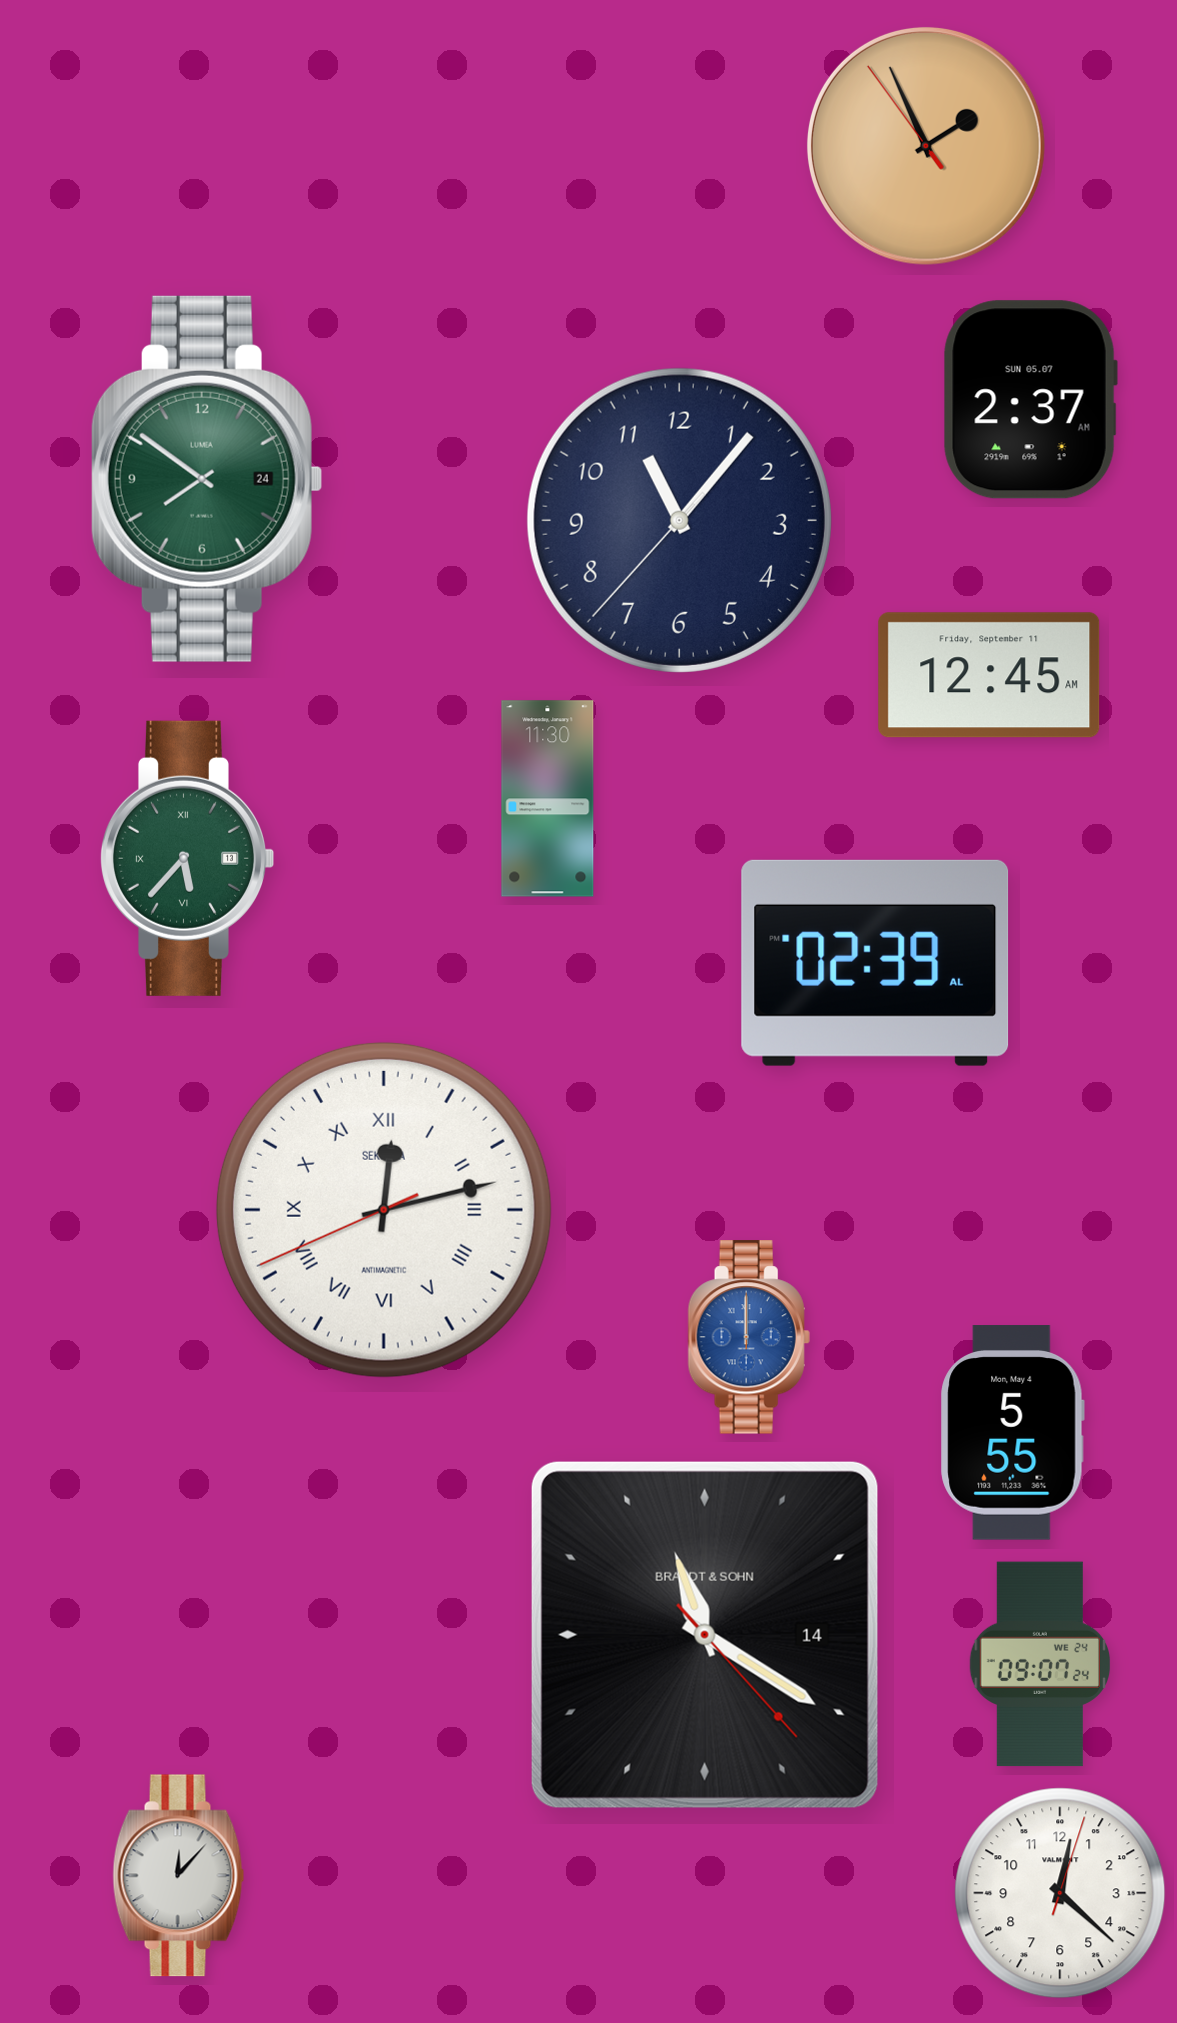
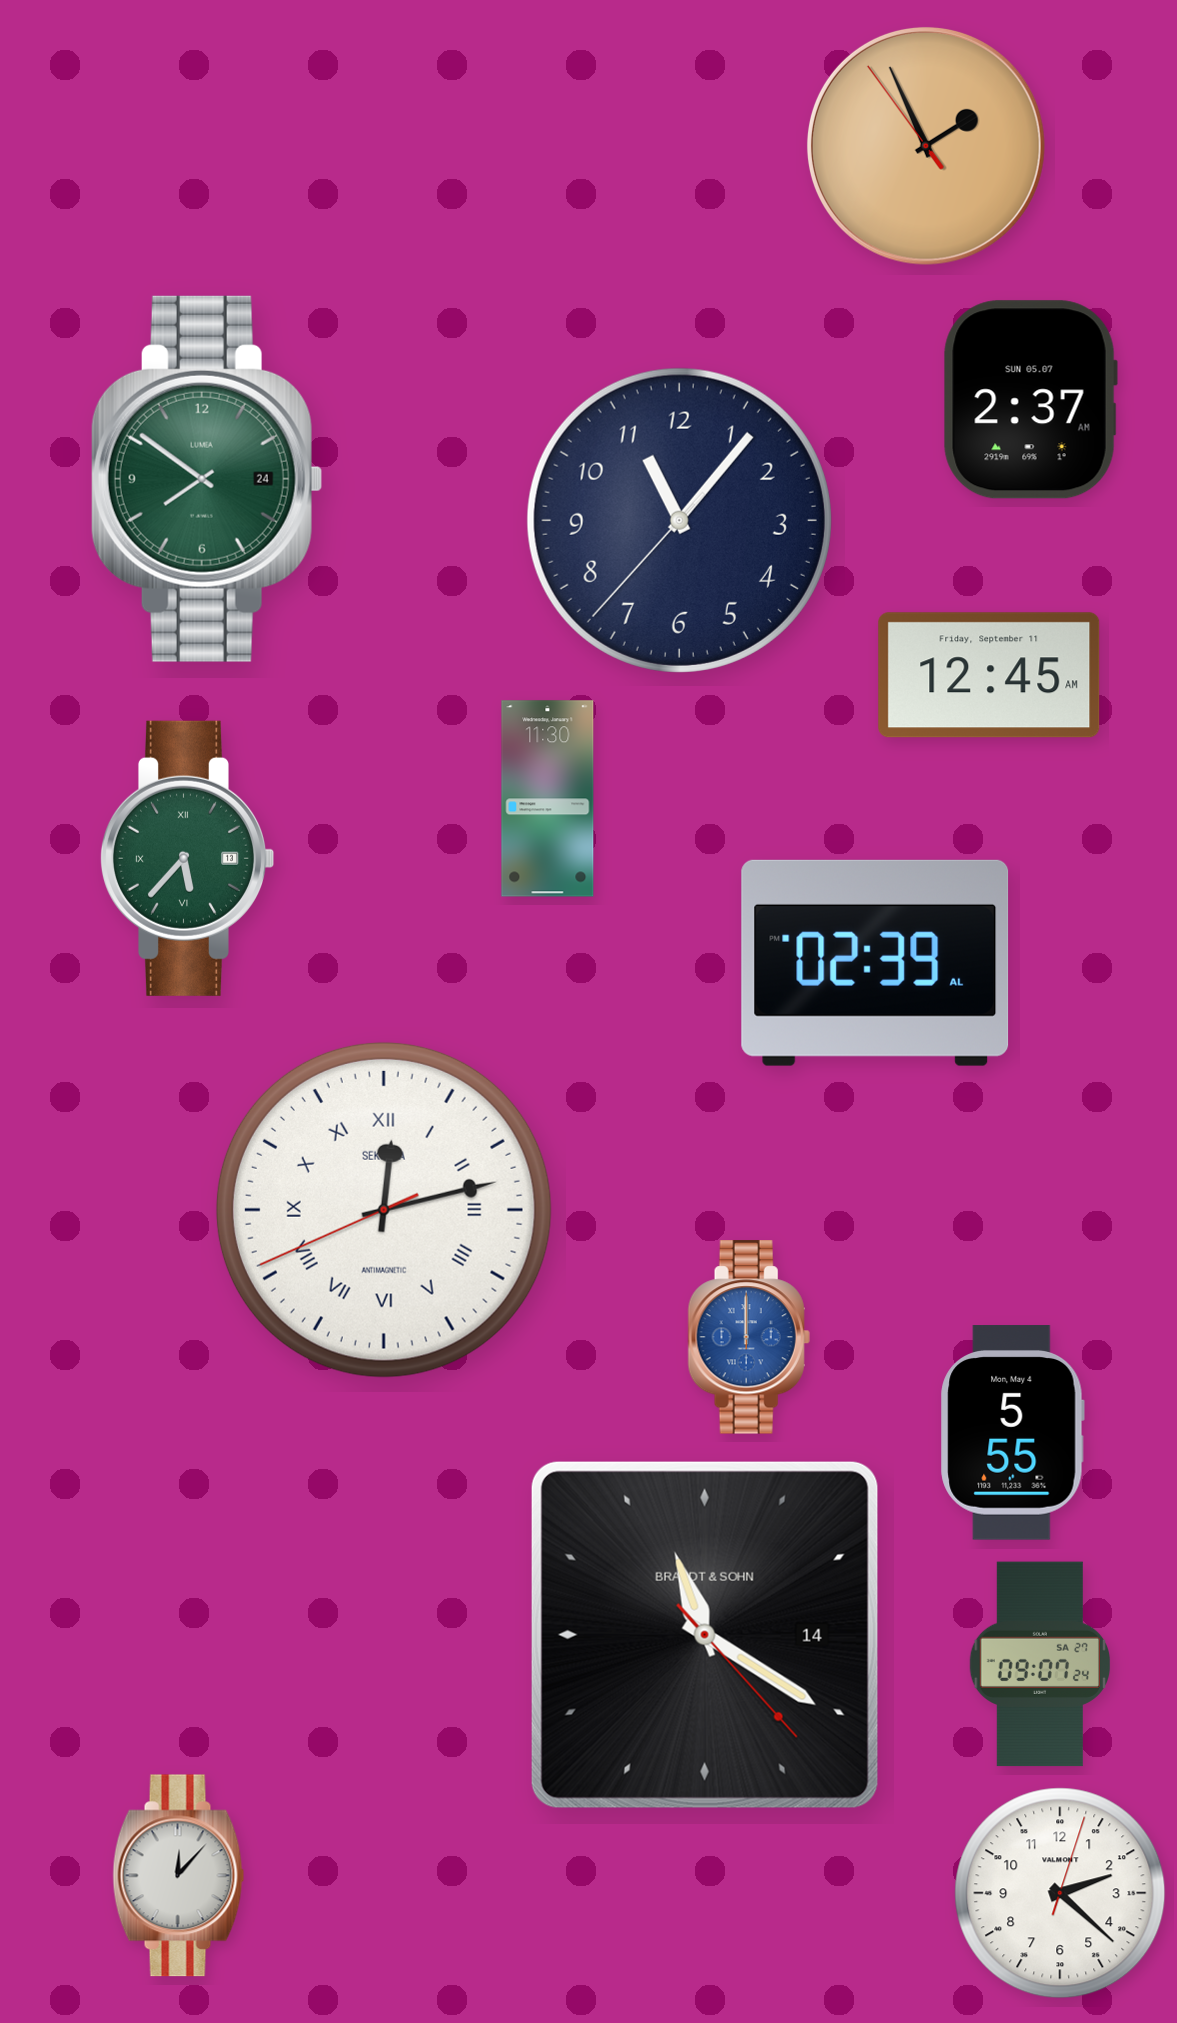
clock at (1040, 1664) date: WE 24 -> SA 27
clock at (1060, 1893): 12:22 -> 2:22
